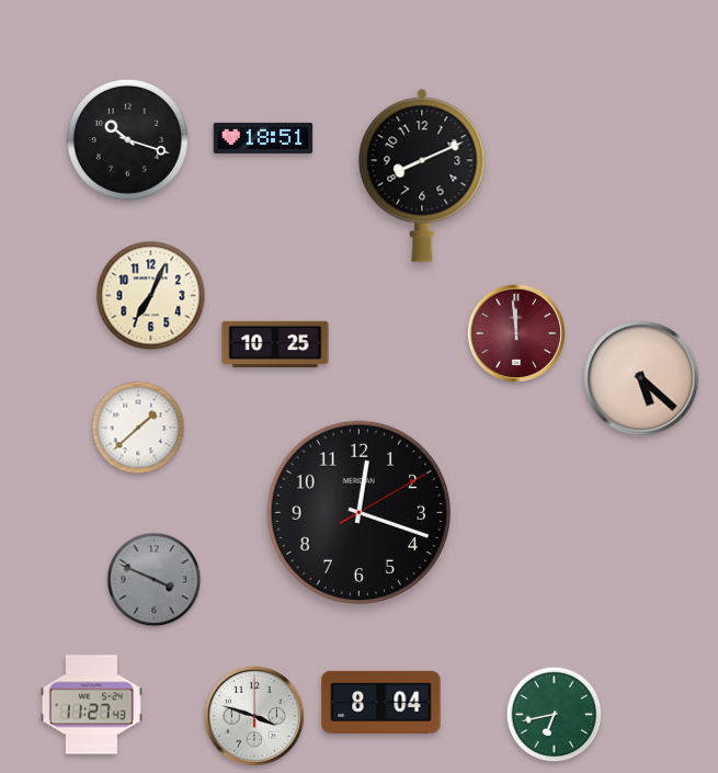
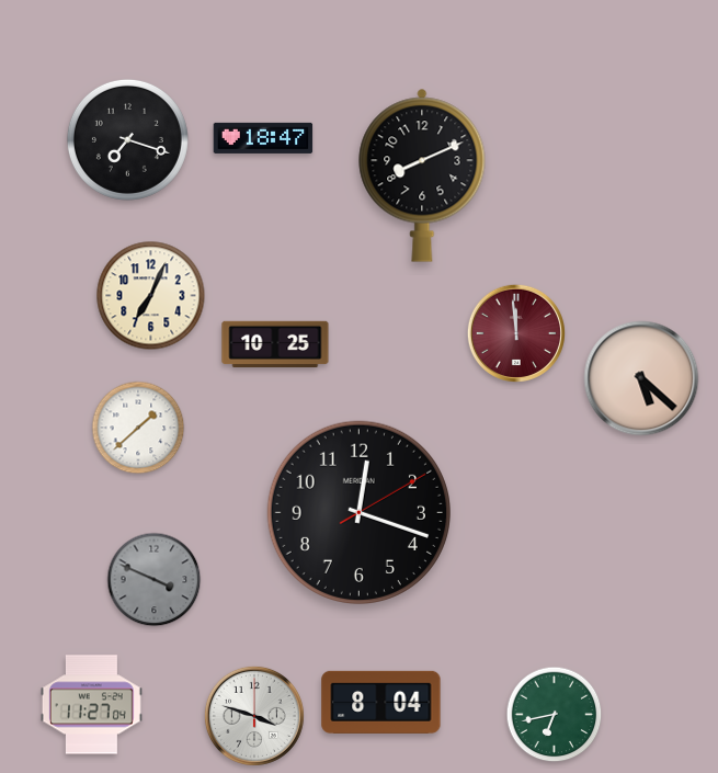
clock at (263, 138): 18:51 -> 18:47
clock at (127, 139): 10:18 -> 7:18
clock at (91, 705): 11:27:43 -> 11:27:04
